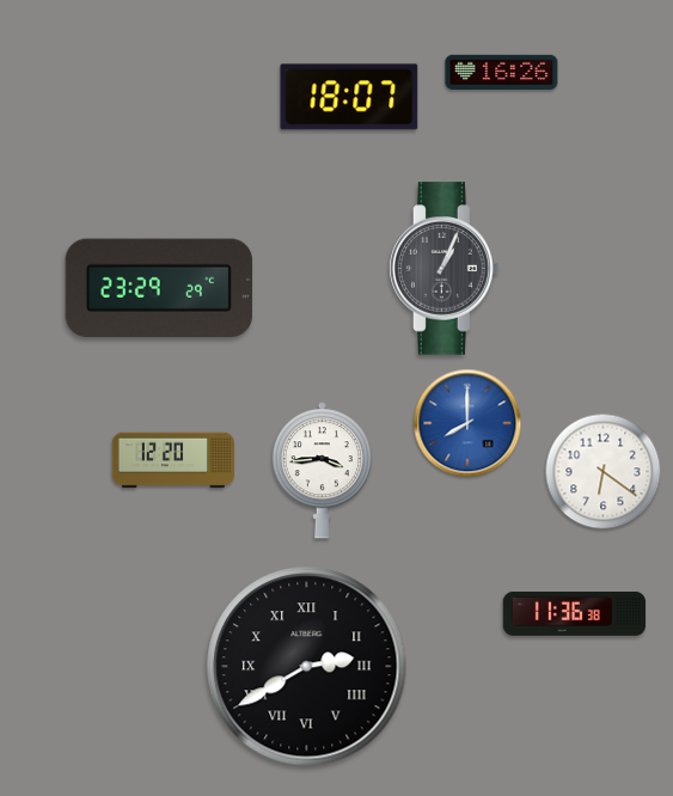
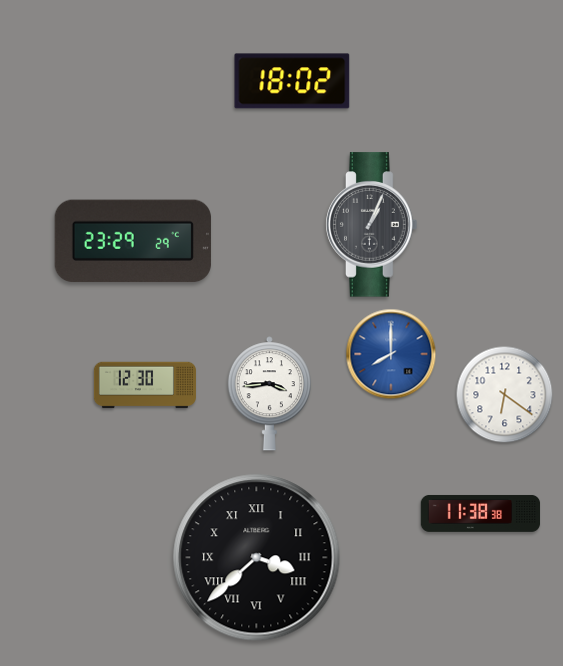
clock at (502, 72): 16:26 -> none
clock at (349, 97): 18:07 -> 18:02
clock at (173, 460): 12:20 -> 12:30
clock at (575, 613): 11:36 -> 11:38
clock at (307, 667): 2:40 -> 3:38
